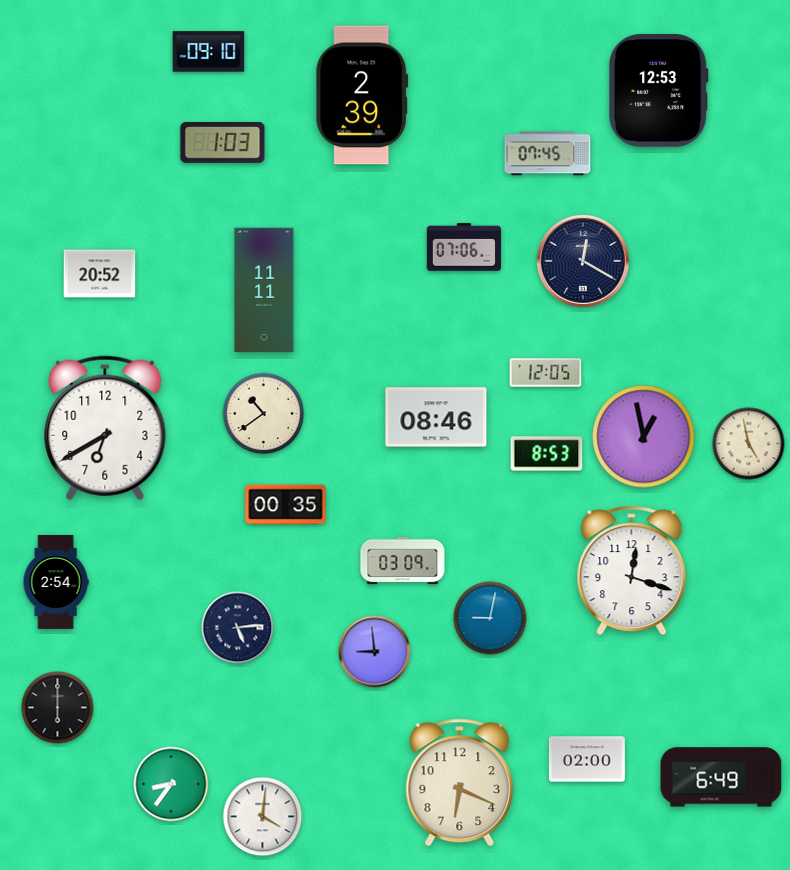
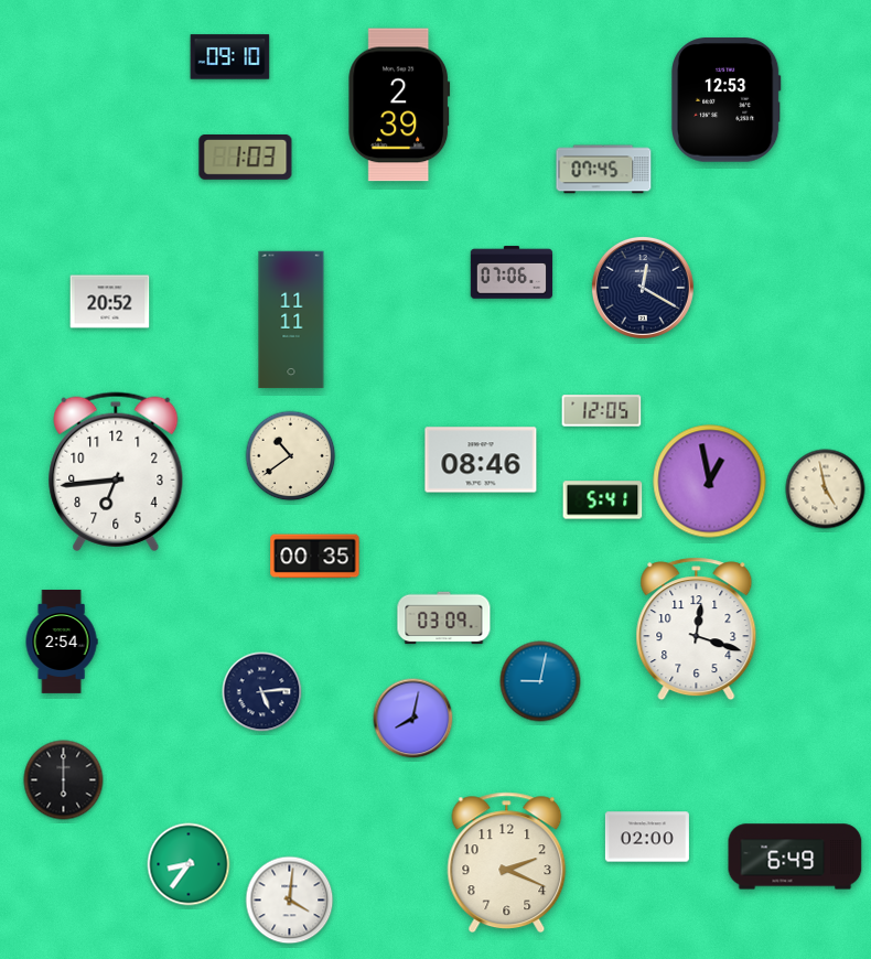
clock at (105, 428): 6:40 -> 6:44
clock at (547, 454): 8:53 -> 5:41
clock at (375, 652): 8:59 -> 8:02
clock at (460, 783): 6:19 -> 2:19
